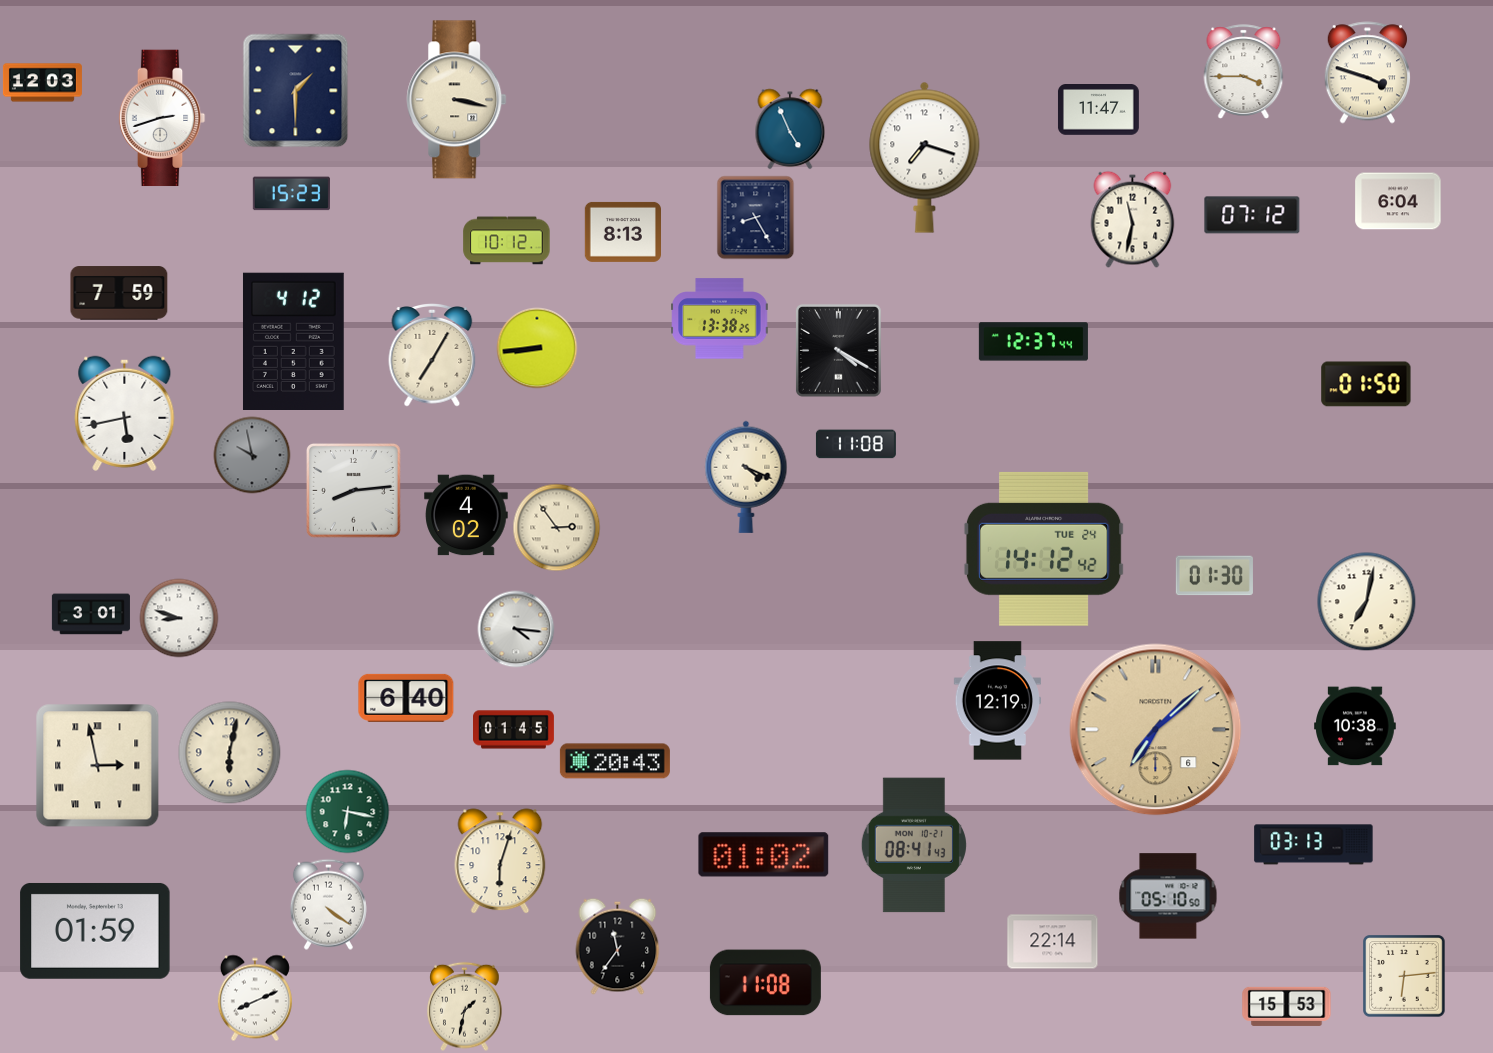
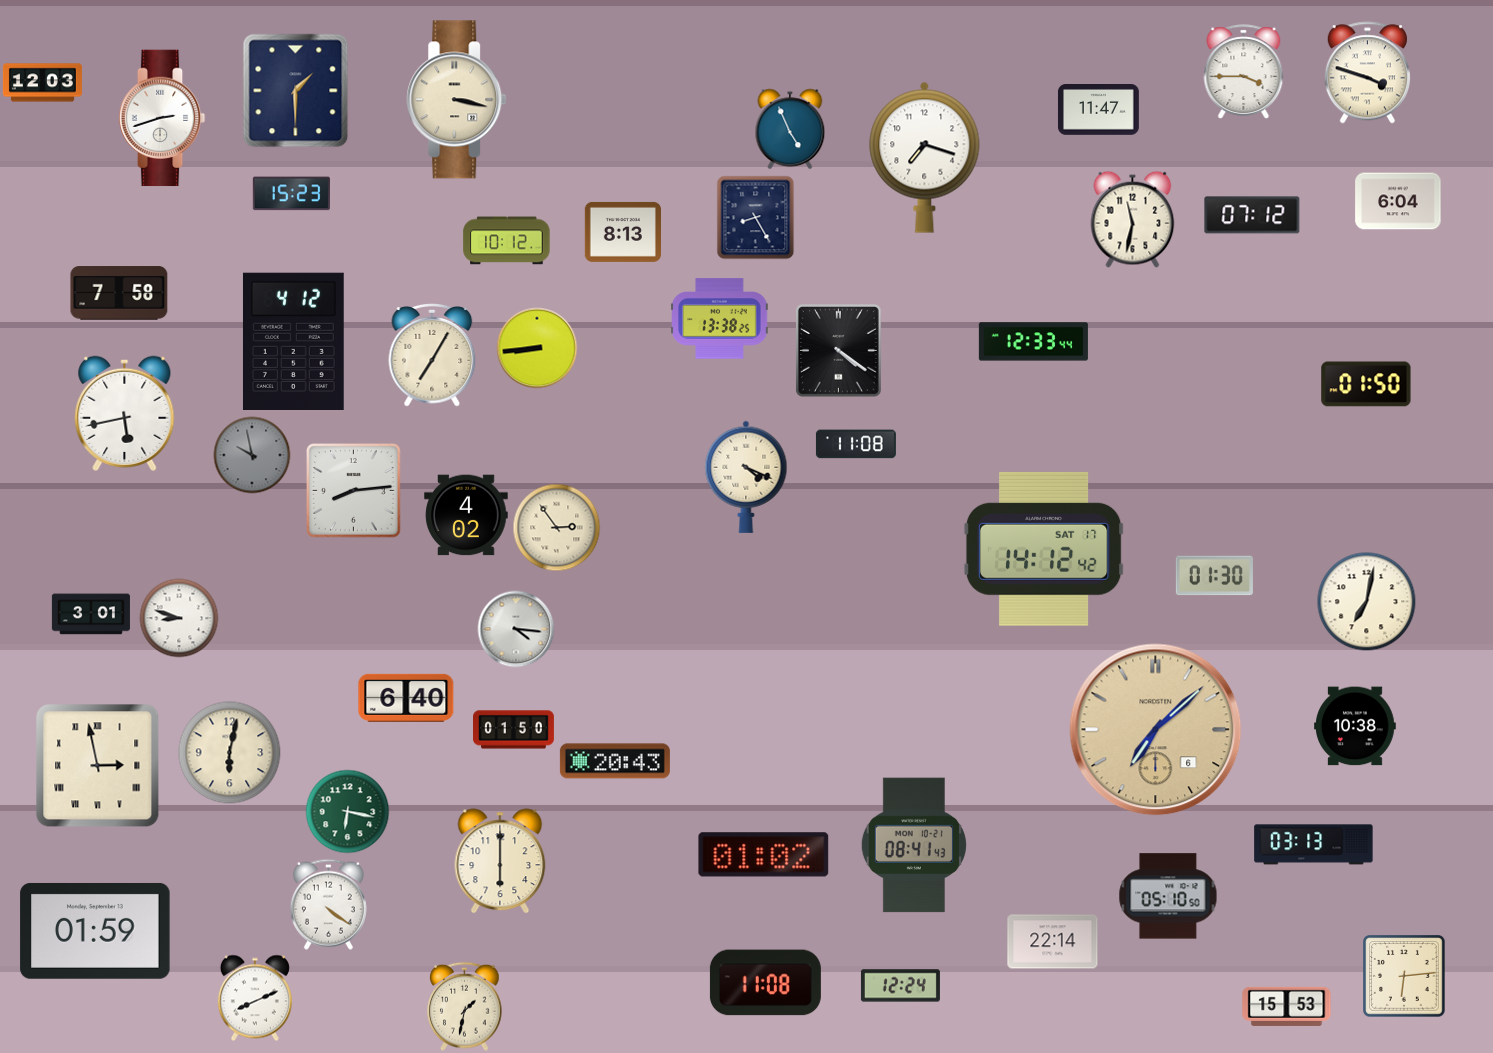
clock at (119, 293): 7:59 -> 7:58
clock at (1033, 342): 12:37 -> 12:33
clock at (838, 350): 4:20 -> 4:21
clock at (1044, 549) date: TUE 24 -> SAT 17
clock at (997, 701): 12:19 -> none
clock at (514, 730): 01:45 -> 01:50
clock at (500, 861): 6:03 -> 6:00
clock at (618, 946): 11:36 -> none
clock at (900, 986): none -> 12:24
